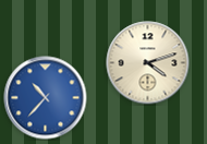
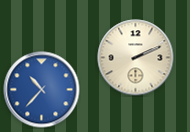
clock at (148, 63): 4:12 -> 2:11
